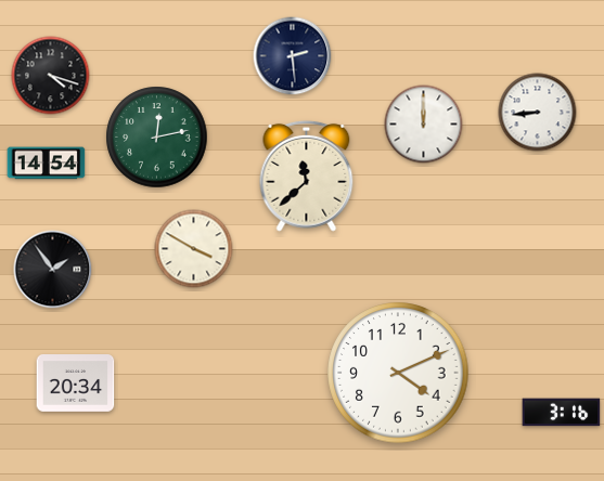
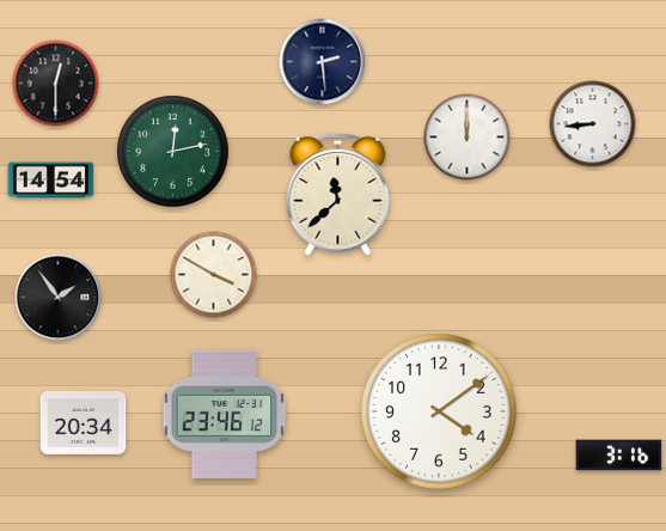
clock at (51, 76): 4:18 -> 12:30
clock at (398, 373): 4:11 -> 4:09
clock at (225, 414): none -> 23:46
